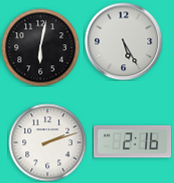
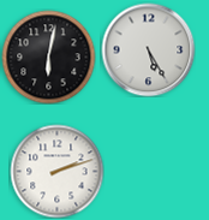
clock at (132, 142): 2:16 -> none
